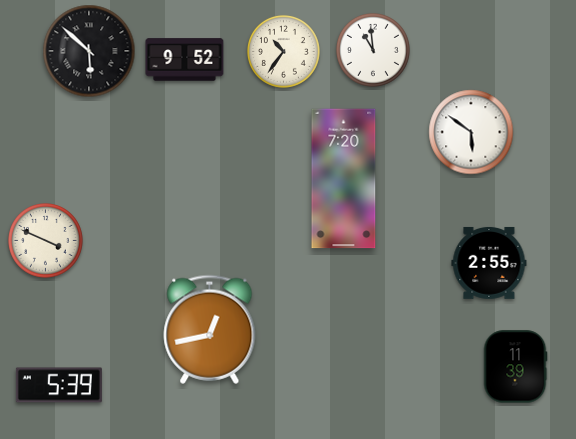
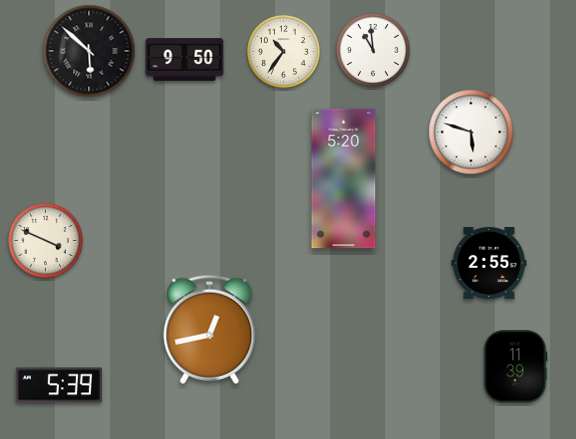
clock at (185, 60): 9:52 -> 9:50
clock at (471, 132): 5:51 -> 5:48
clock at (344, 179): 7:20 -> 5:20
